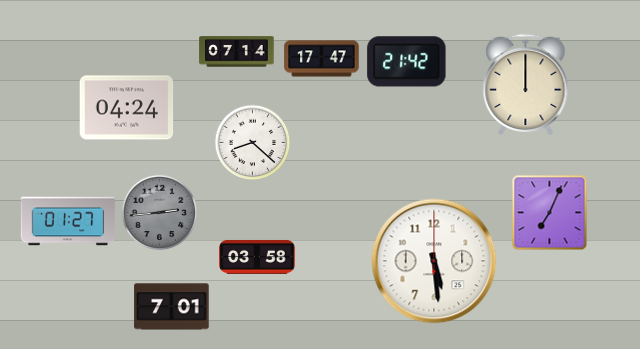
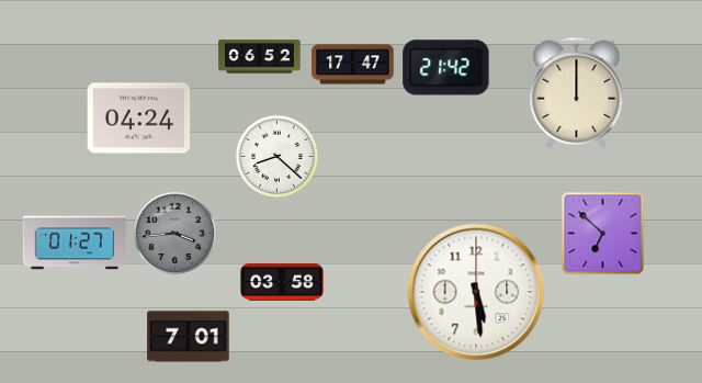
clock at (237, 52): 07:14 -> 06:52
clock at (160, 213): 2:44 -> 3:44
clock at (550, 213): 7:04 -> 6:52
clock at (434, 261) position: (434, 261) -> (476, 292)
